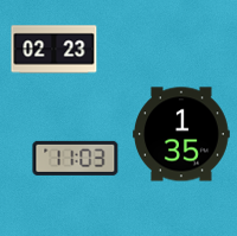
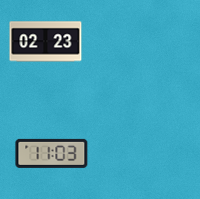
clock at (182, 134): 1:35 -> none
clock at (76, 158) position: (76, 158) -> (52, 153)
